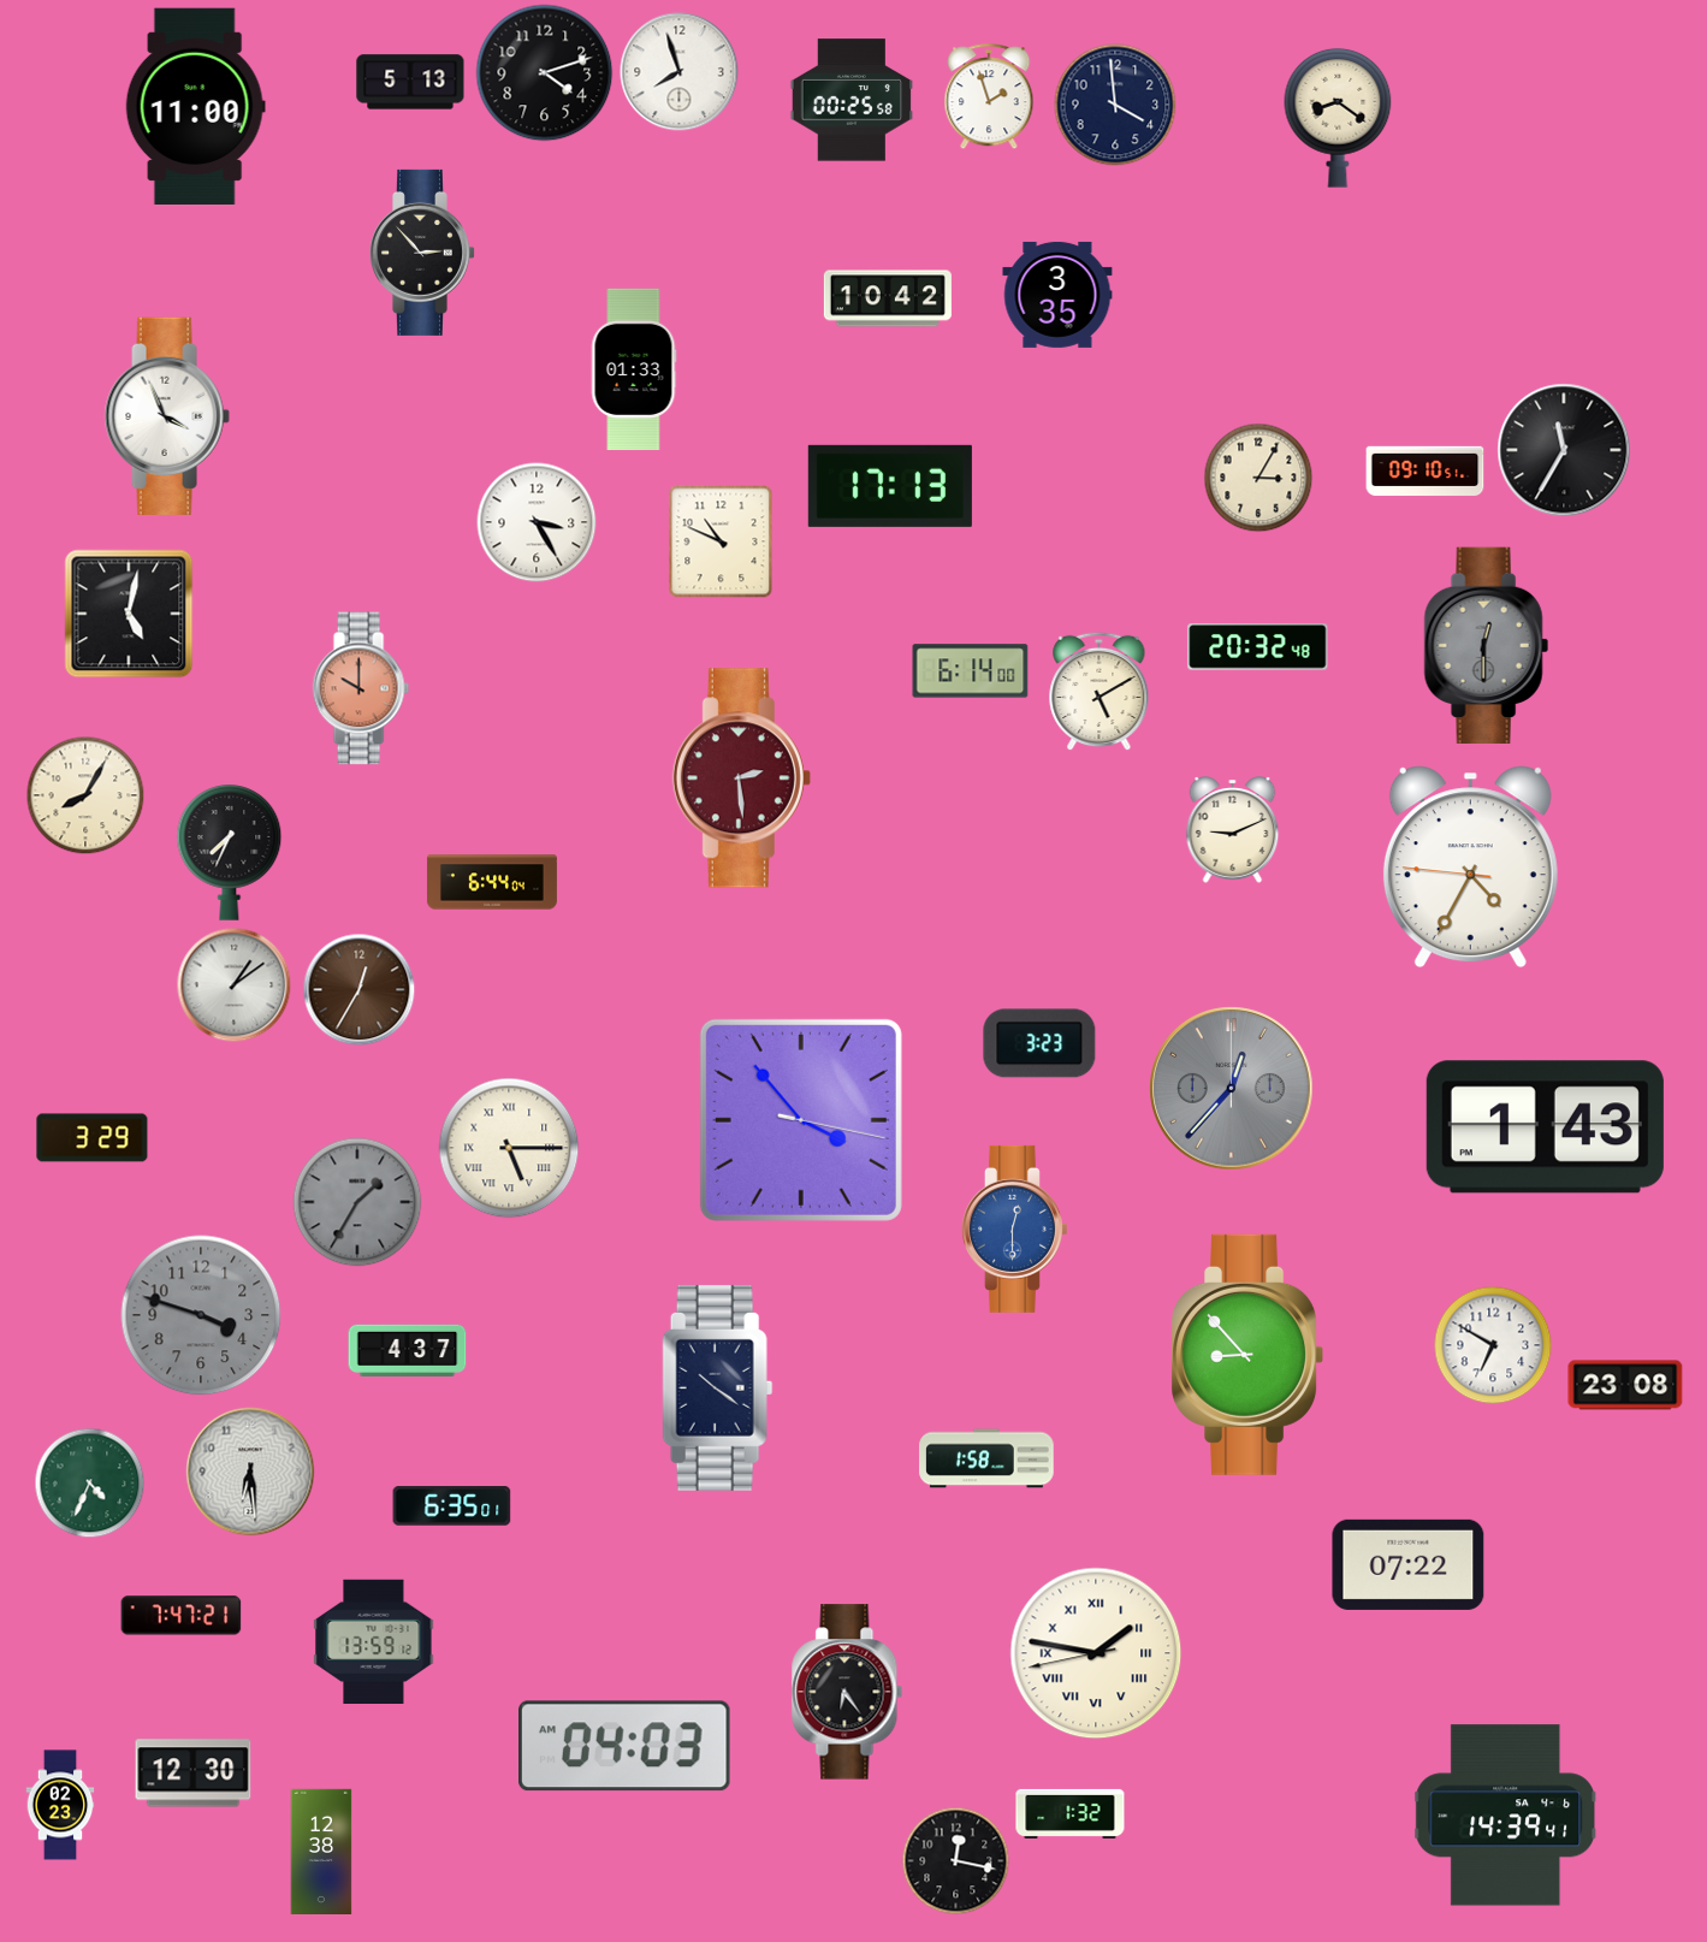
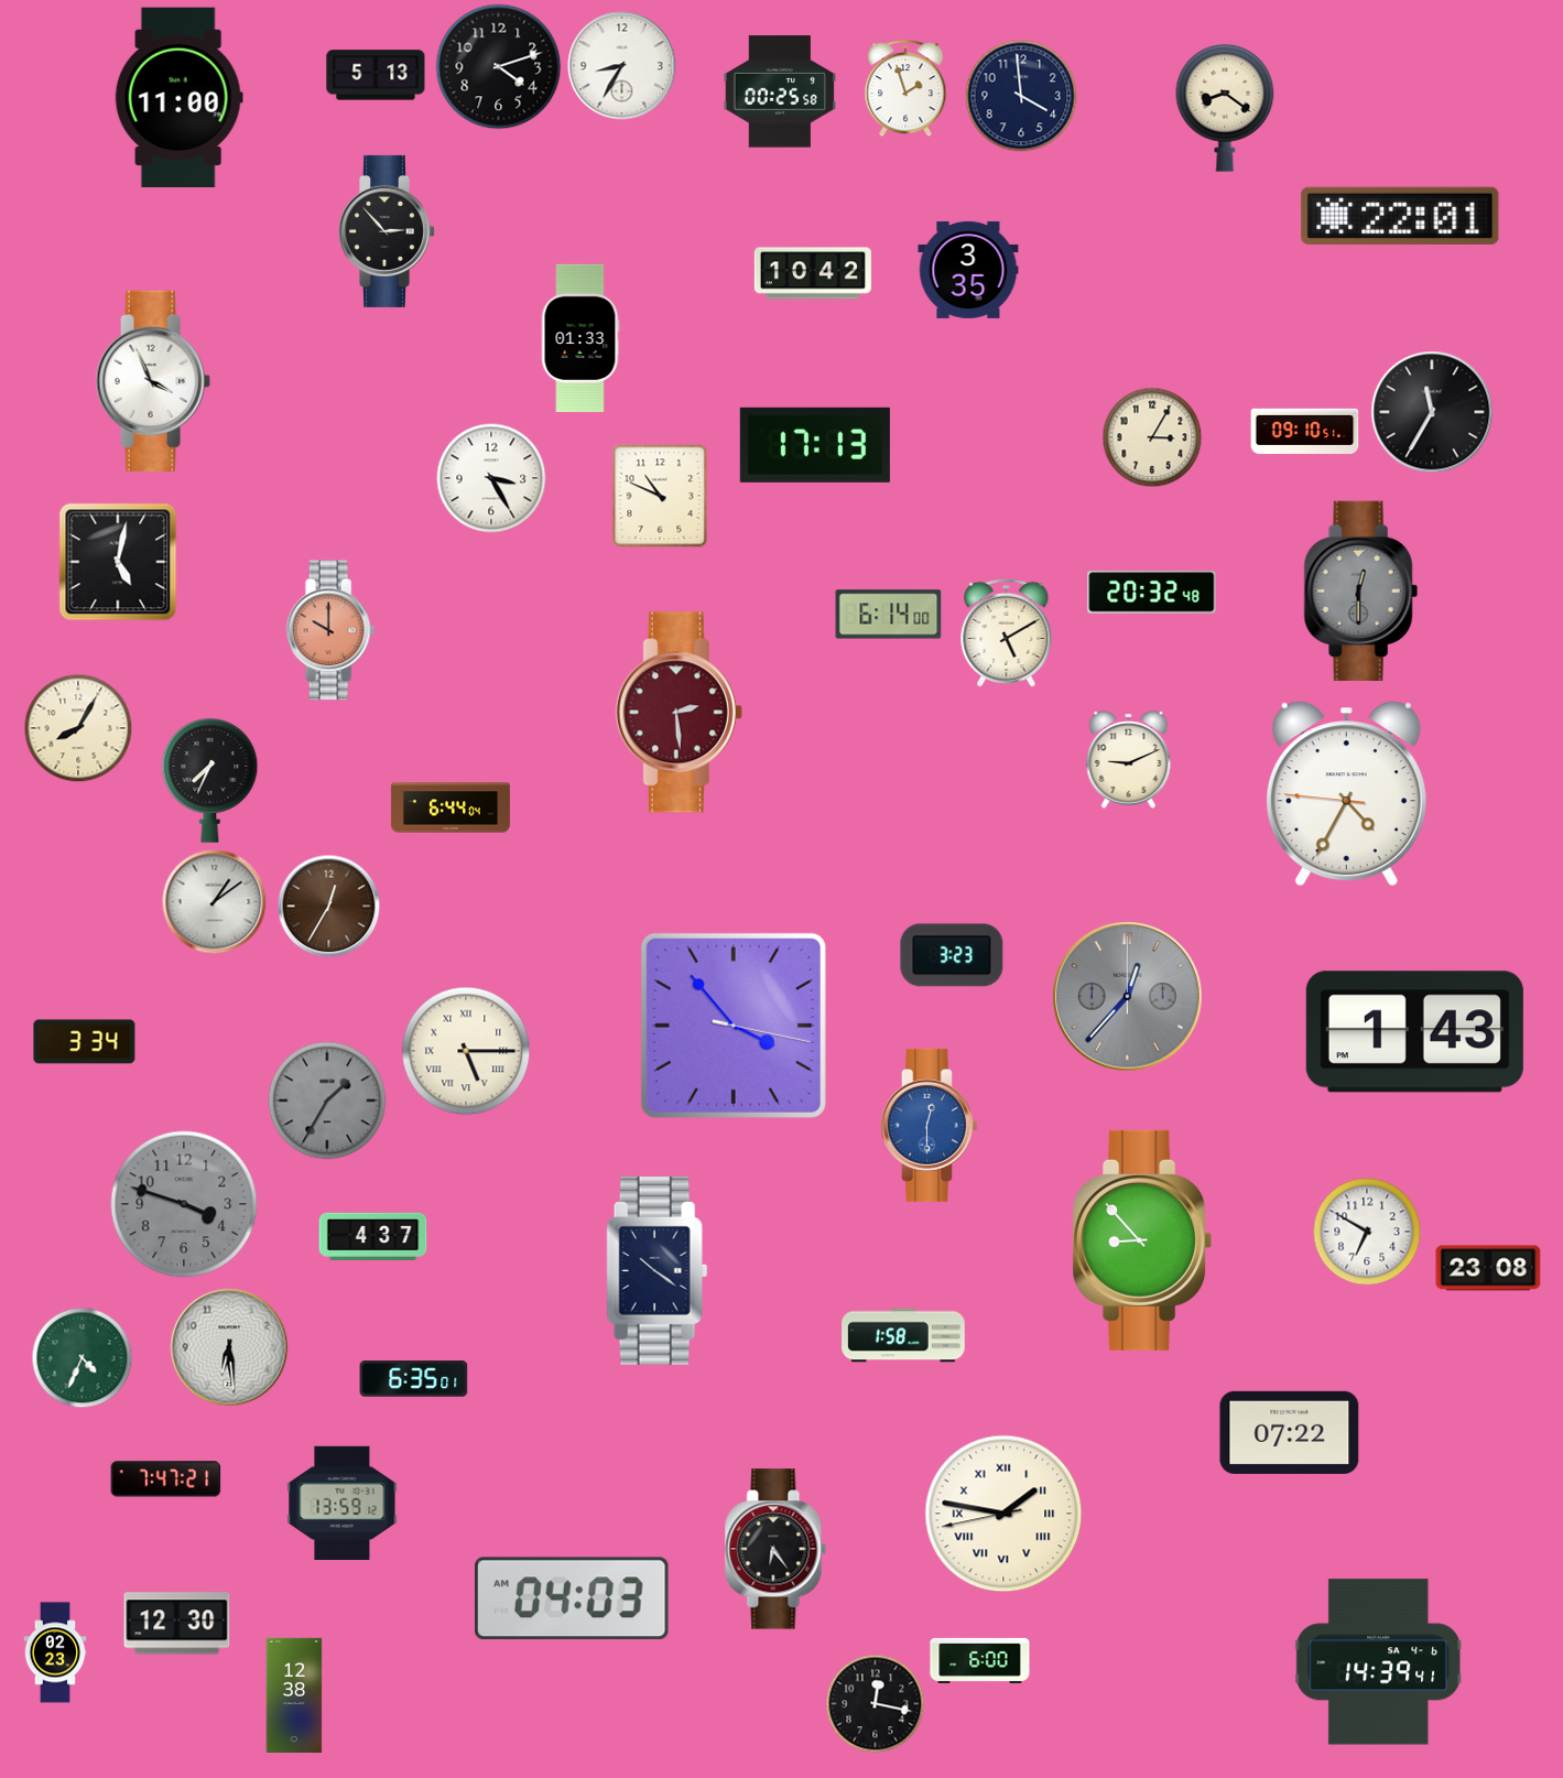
clock at (680, 72): 7:57 -> 8:35
clock at (1400, 216): none -> 22:01
clock at (93, 1138): 3:29 -> 3:34
clock at (1071, 1813): 1:32 -> 6:00
